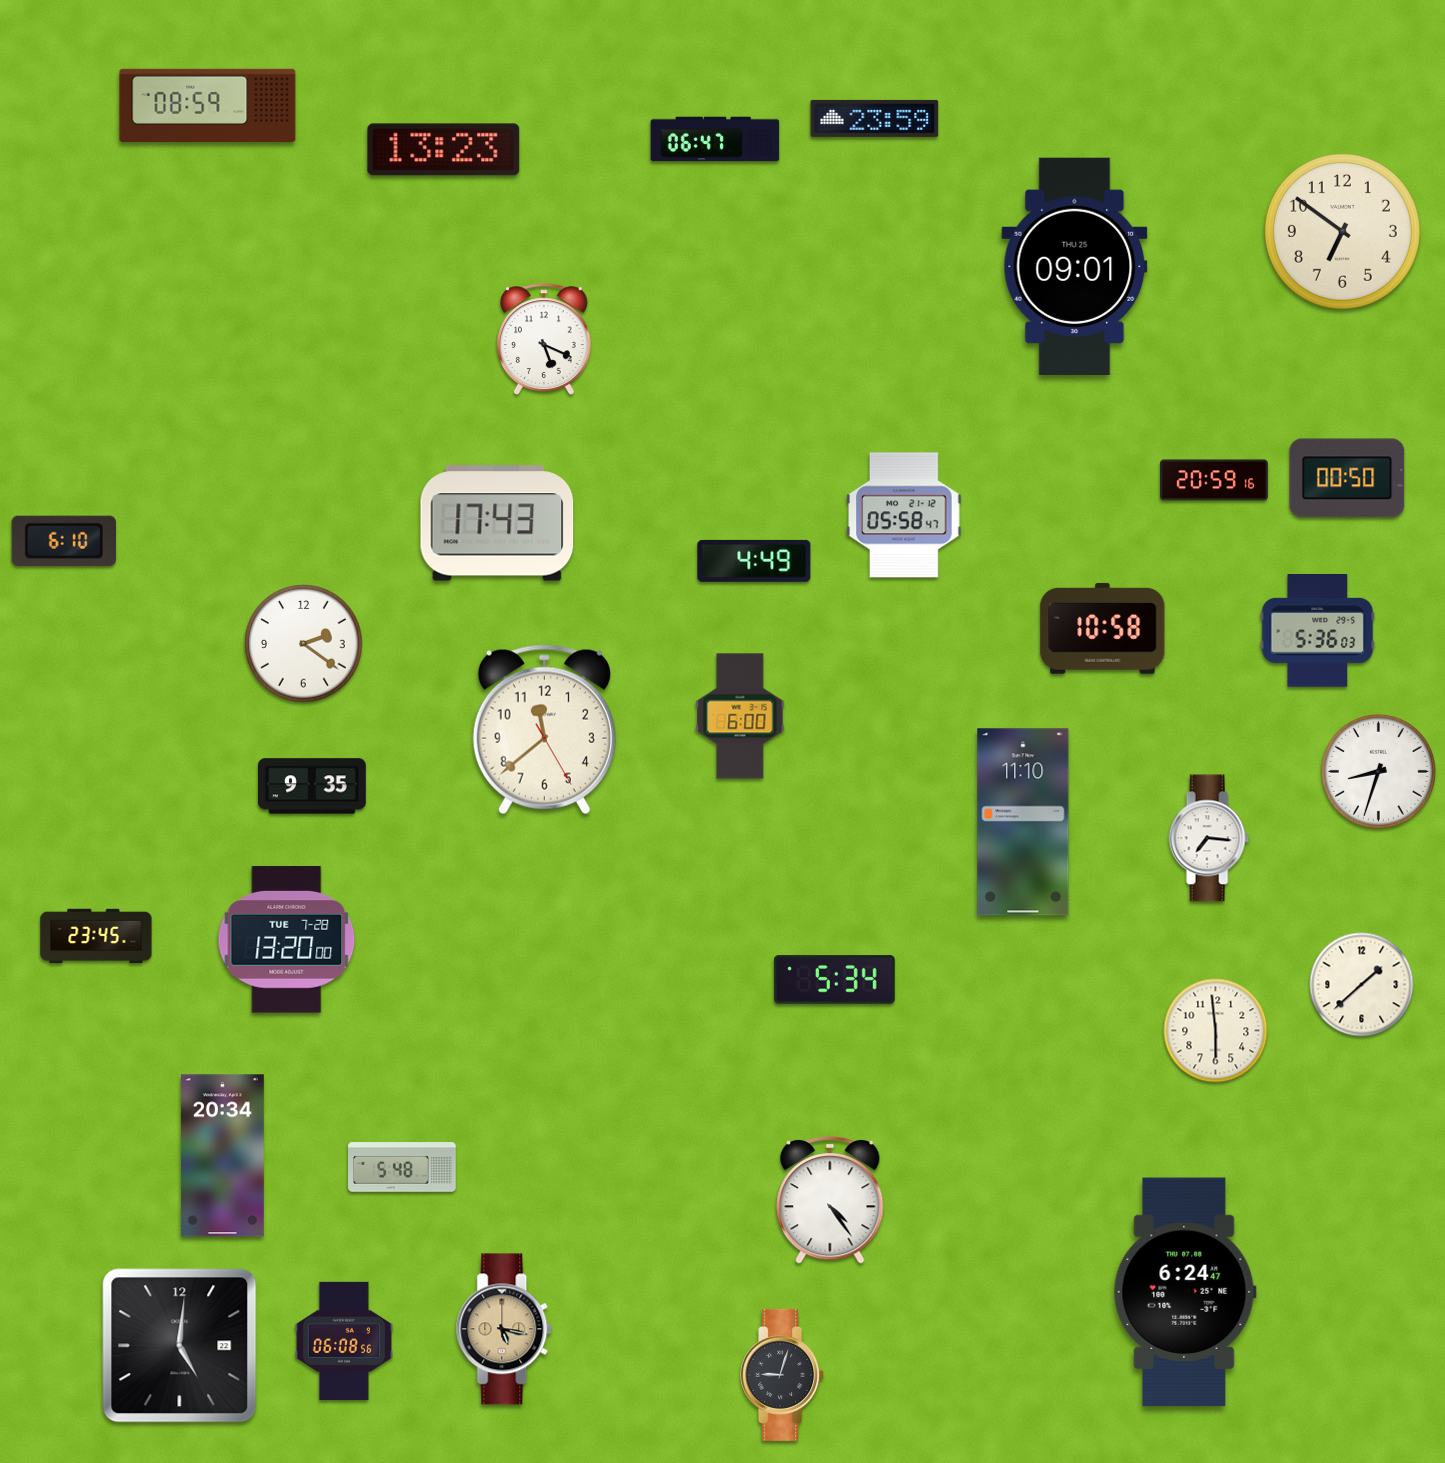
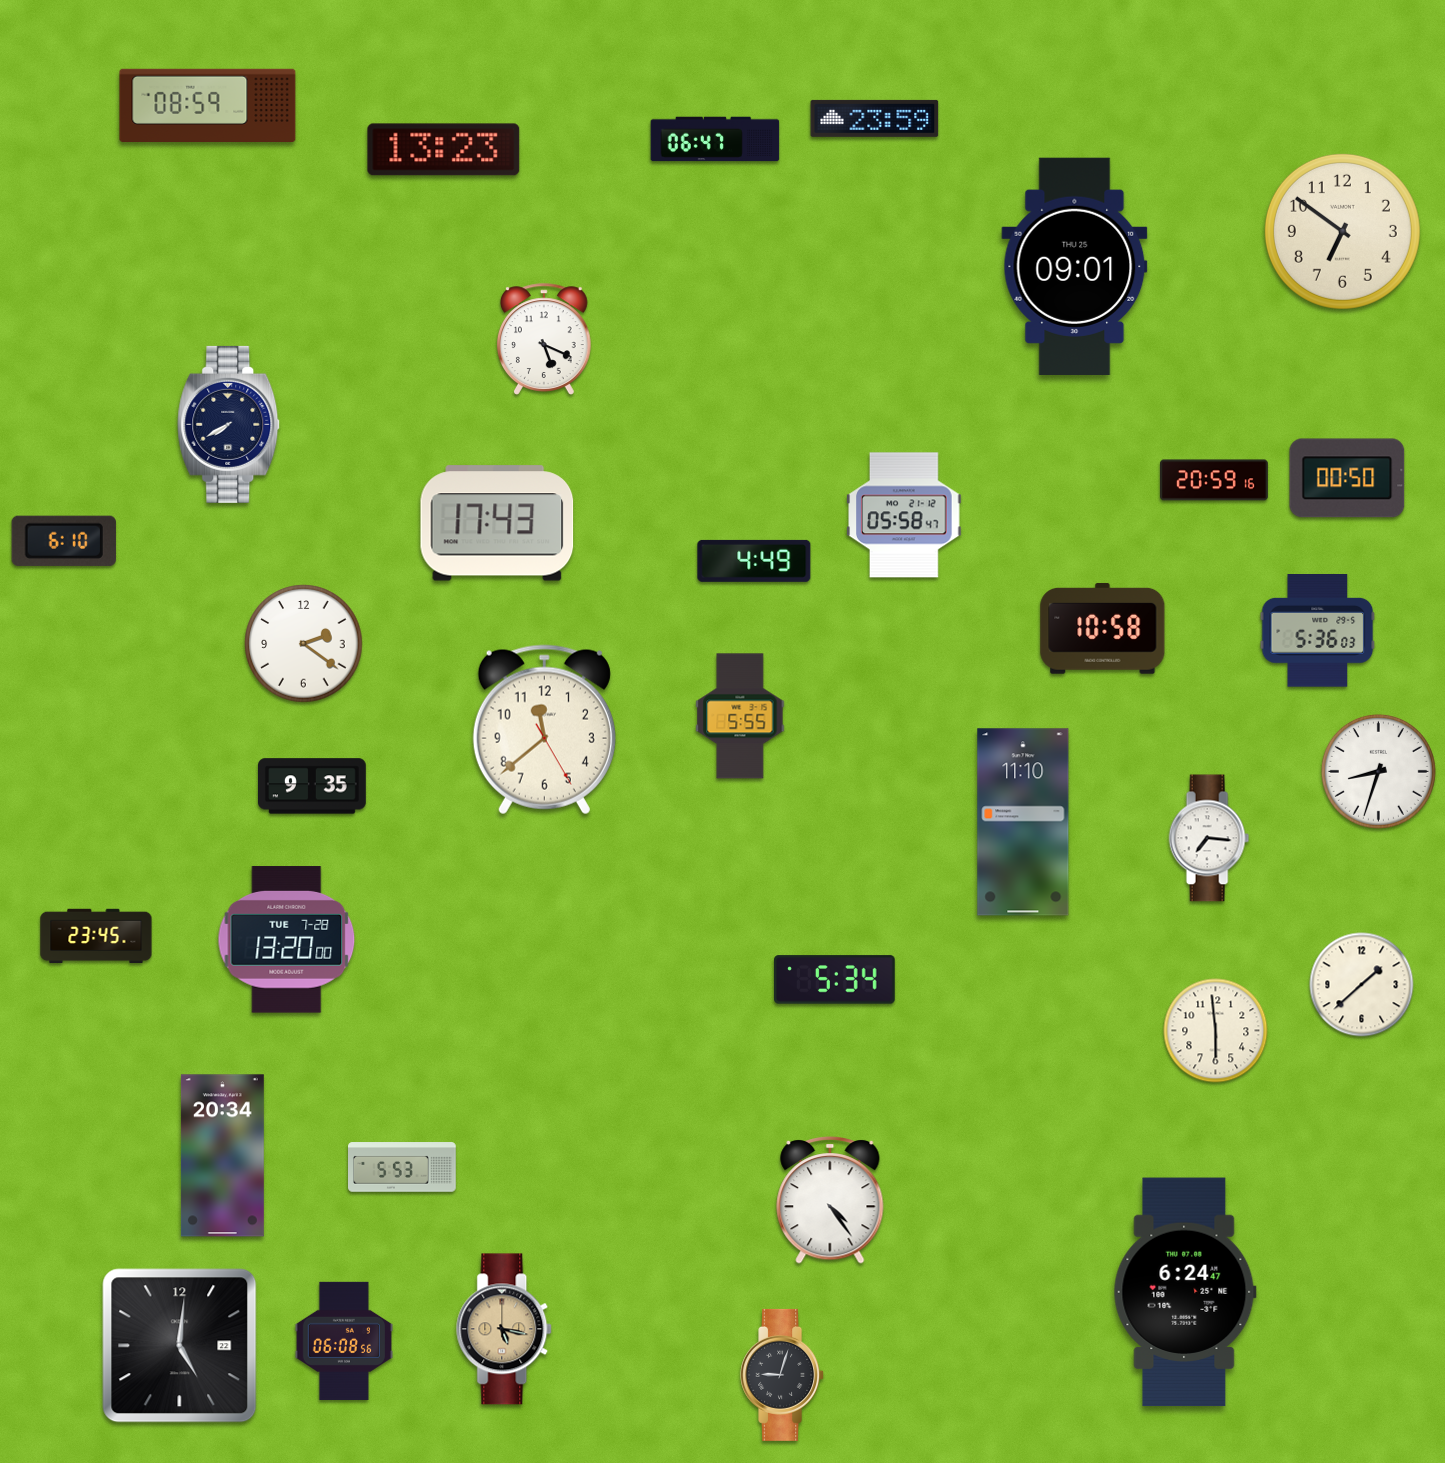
clock at (229, 424): none -> 7:40
clock at (740, 716): 6:00 -> 5:55
clock at (403, 1167): 5:48 -> 5:53
